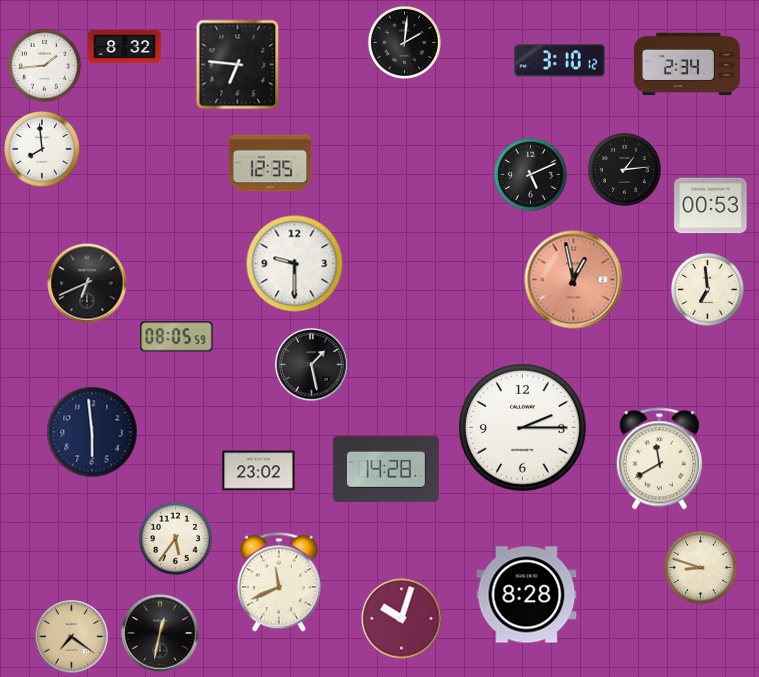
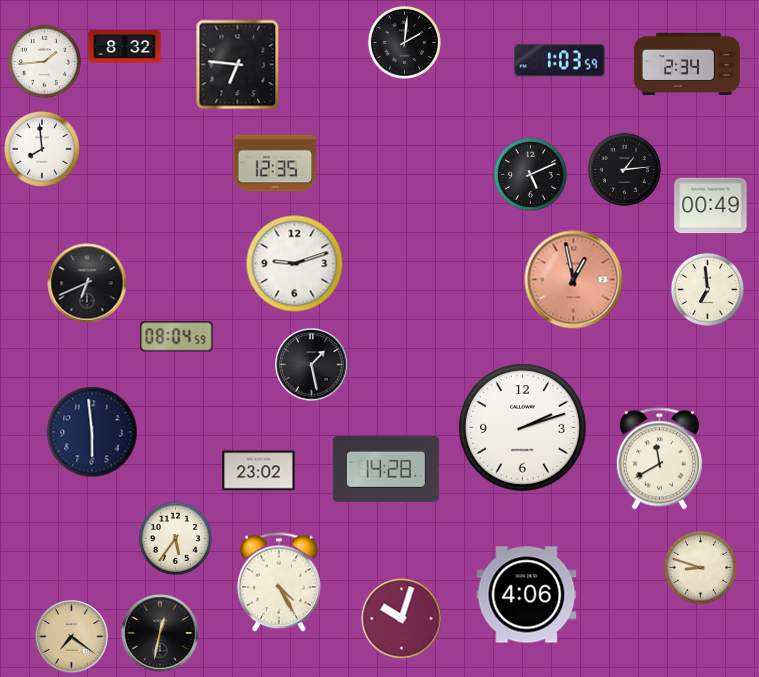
clock at (560, 61): 3:10 -> 1:03
clock at (44, 65) position: (44, 65) -> (44, 61)
clock at (270, 163) position: (270, 163) -> (275, 163)
clock at (711, 206): 00:53 -> 00:49
clock at (295, 264): 9:30 -> 9:12
clock at (177, 337): 08:05 -> 08:04
clock at (523, 428): 2:15 -> 2:12
clock at (279, 582): 11:41 -> 4:25
clock at (527, 595): 8:28 -> 4:06
